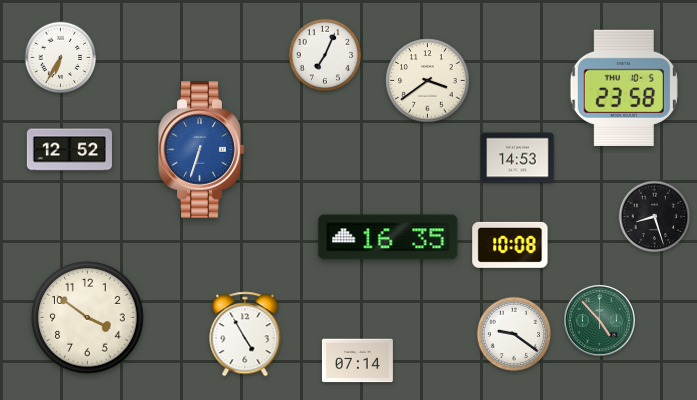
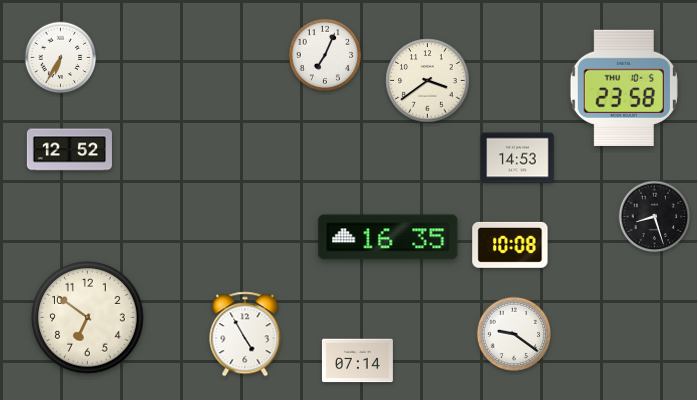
clock at (202, 150): 6:33 -> none
clock at (88, 318): 3:51 -> 6:51
clock at (599, 320): 4:53 -> none
